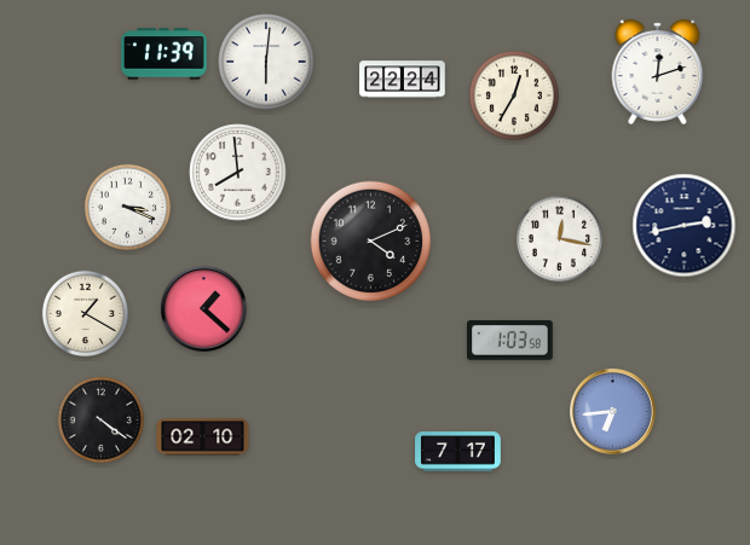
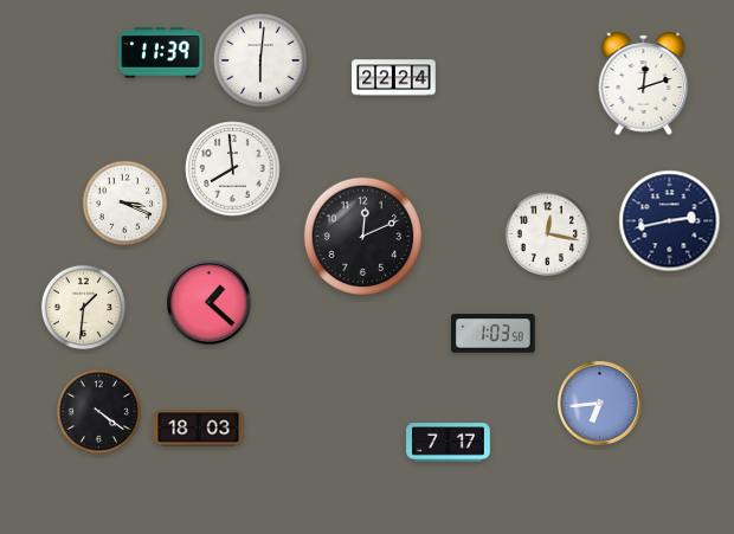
clock at (658, 71) position: (658, 71) -> (644, 83)
clock at (514, 95): 12:35 -> none
clock at (371, 242): 4:11 -> 12:11
clock at (204, 309) position: (204, 309) -> (210, 303)
clock at (86, 314): 1:20 -> 1:31
clock at (510, 341) position: (510, 341) -> (494, 334)
clock at (203, 437): 02:10 -> 18:03
